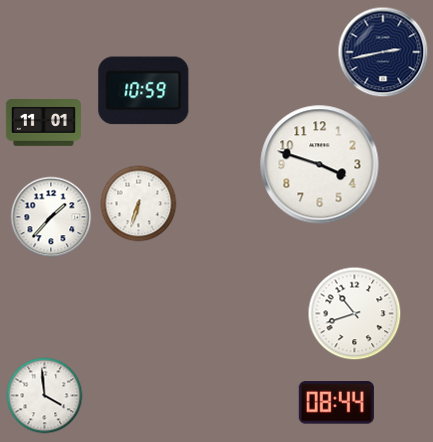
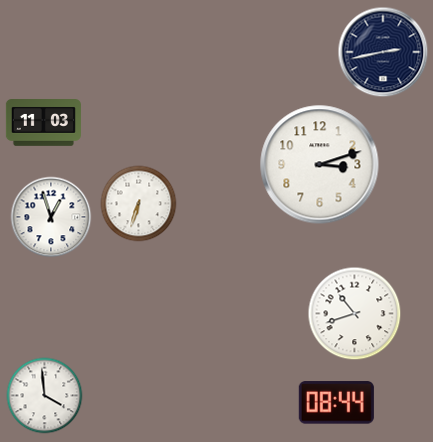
clock at (144, 91): 10:59 -> none
clock at (43, 123): 11:01 -> 11:03
clock at (320, 165): 3:48 -> 3:12
clock at (51, 217): 1:37 -> 12:57
